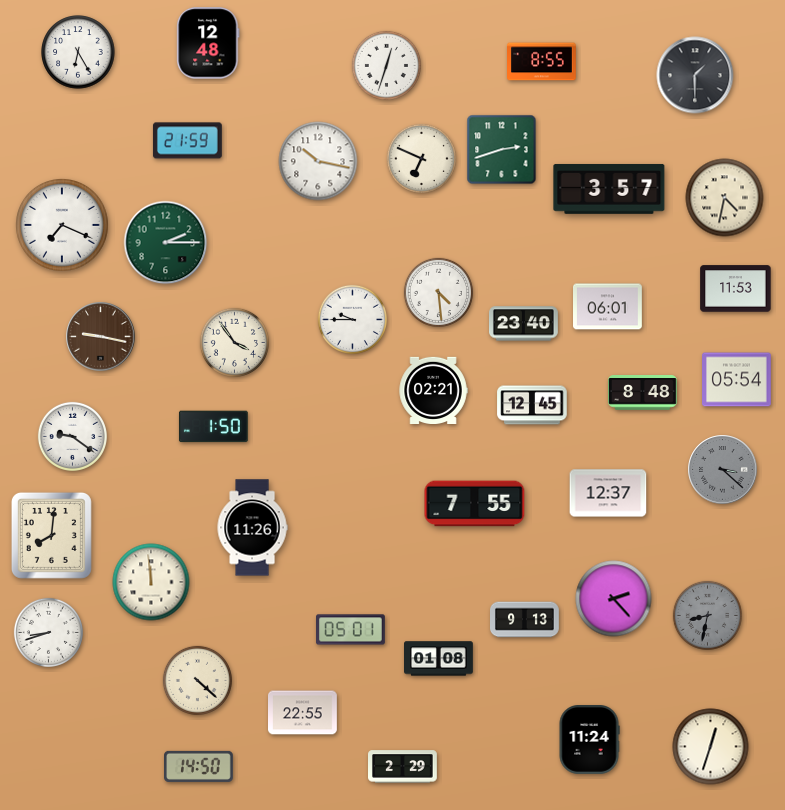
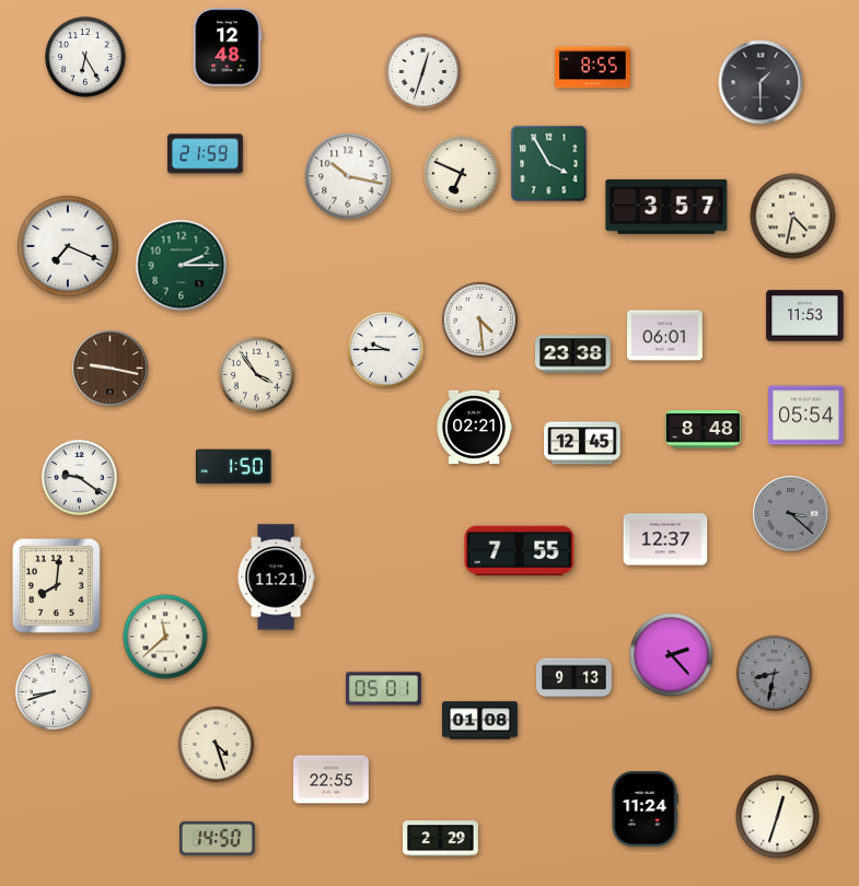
clock at (502, 150): 2:42 -> 3:55
clock at (524, 324): 23:40 -> 23:38
clock at (252, 528): 11:26 -> 11:21
clock at (151, 582): 11:59 -> 11:38
clock at (197, 680): 4:22 -> 4:27
